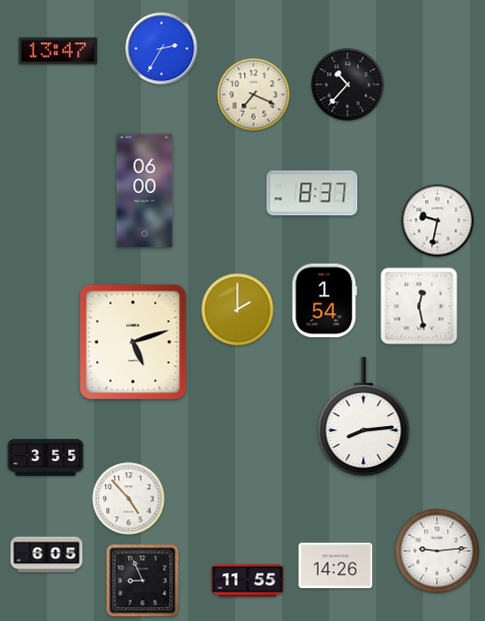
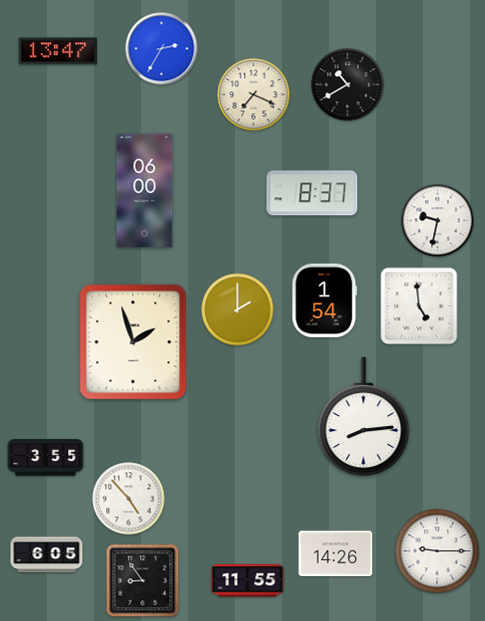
clock at (348, 85): 10:37 -> 10:40
clock at (419, 306): 12:28 -> 4:59
clock at (133, 342): 5:12 -> 1:57
clock at (437, 551): 9:14 -> 9:15
clock at (336, 566) position: (336, 566) -> (336, 554)
clock at (143, 581): 8:56 -> 8:54
